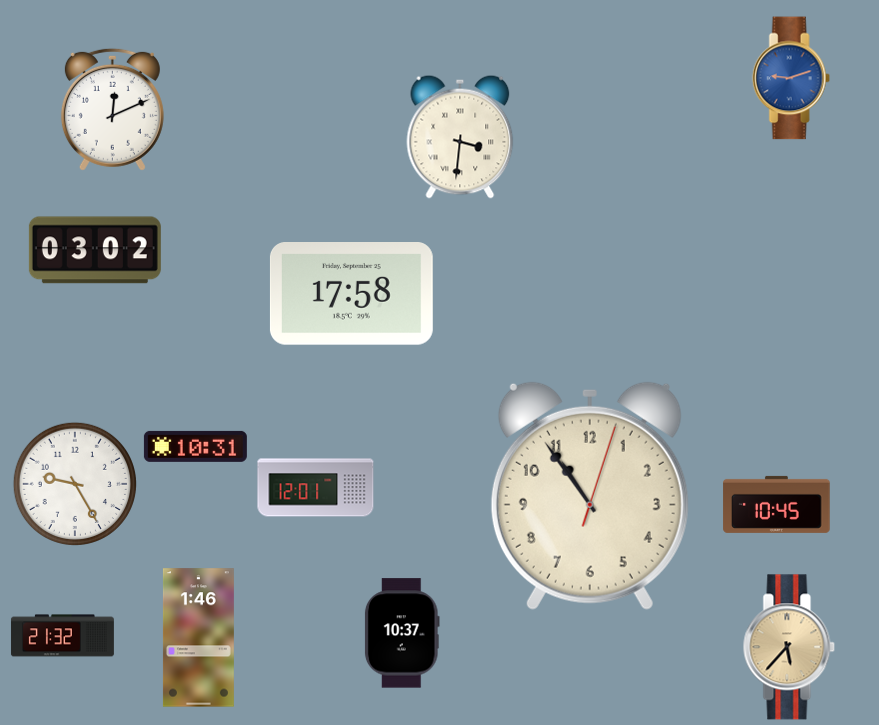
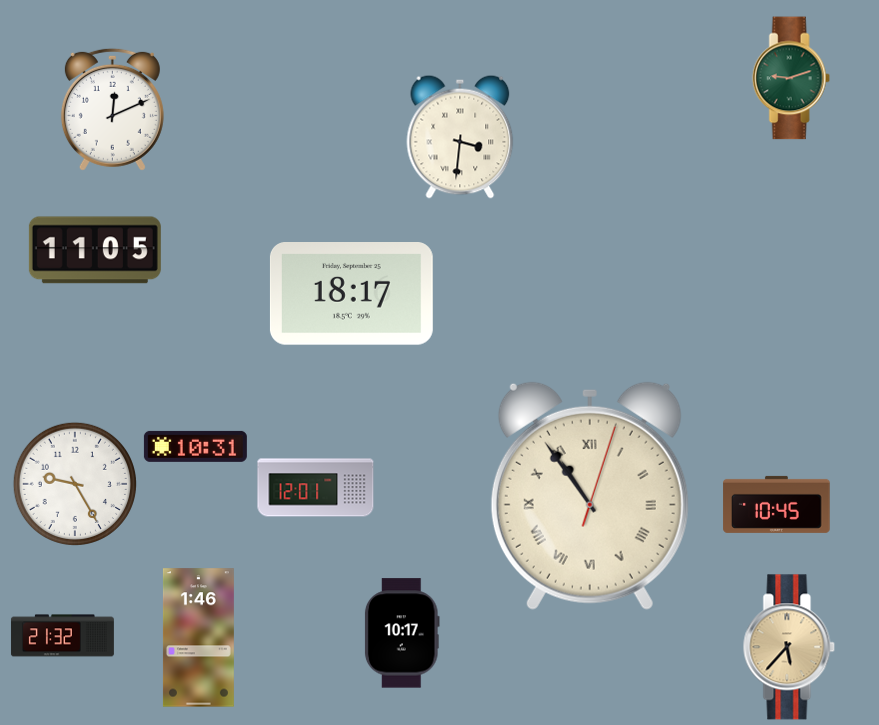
clock at (791, 78) dial: blue -> green
clock at (95, 250): 03:02 -> 11:05
clock at (351, 294): 17:58 -> 18:17
clock at (590, 496) numerals: Arabic -> Roman
clock at (402, 633): 10:37 -> 10:17
